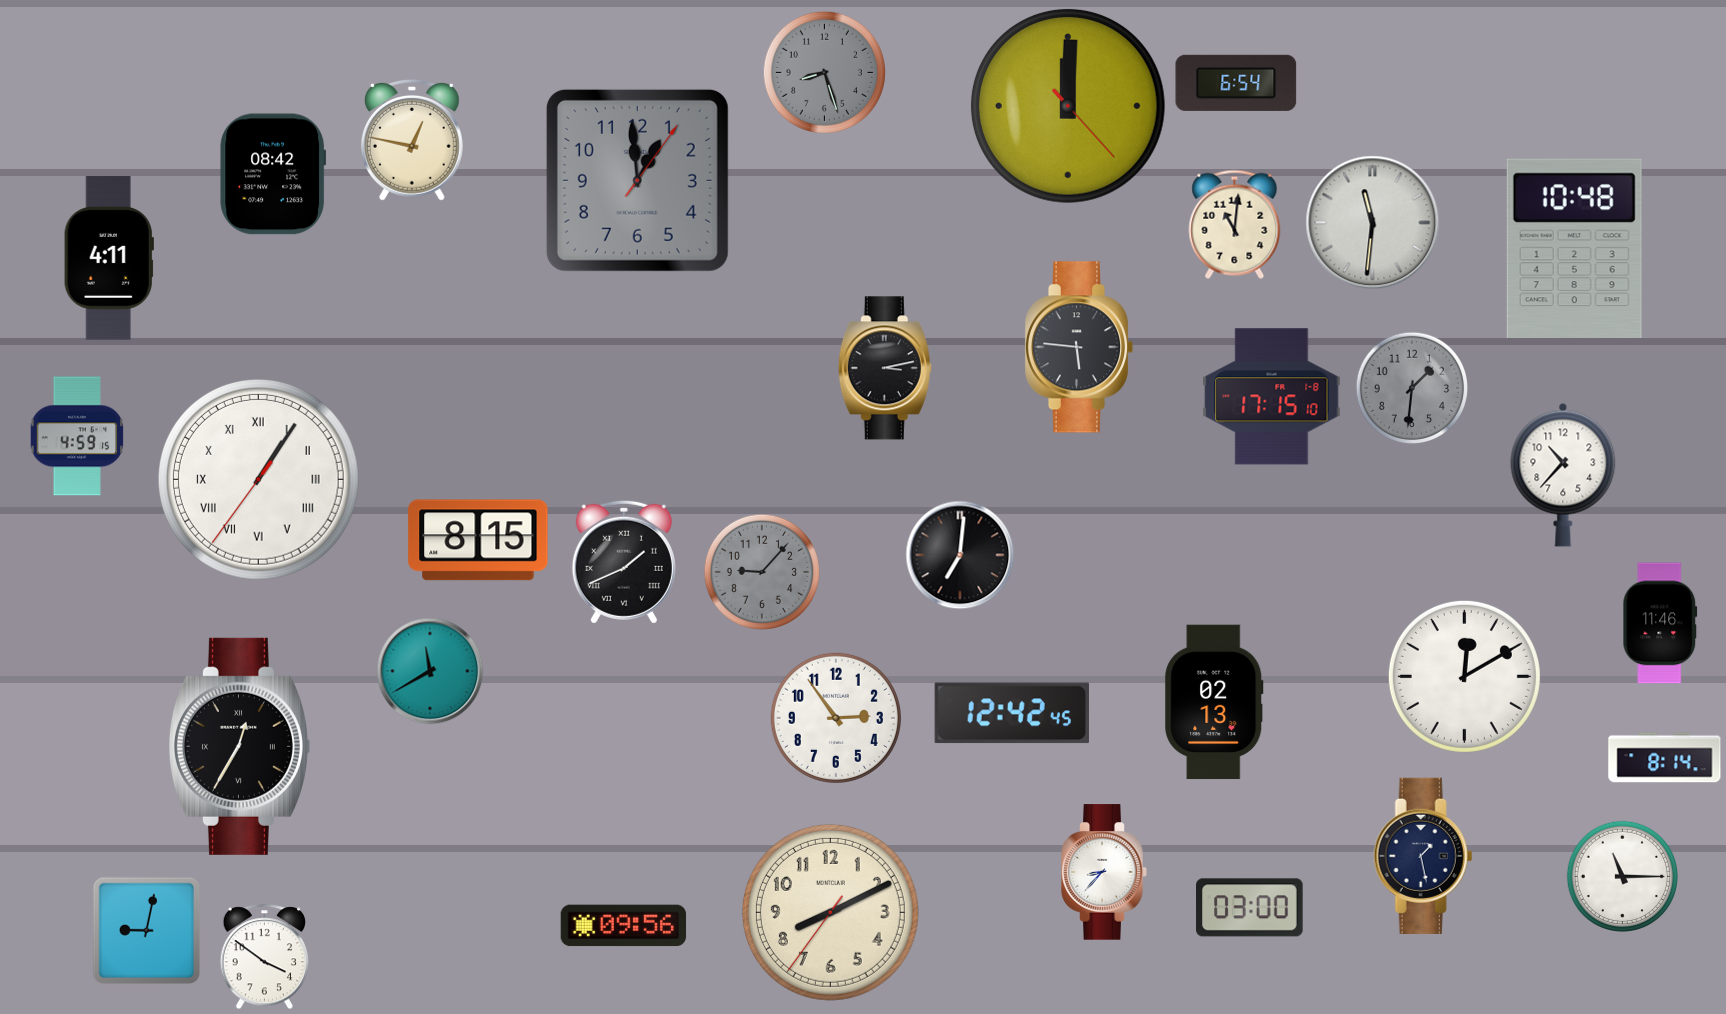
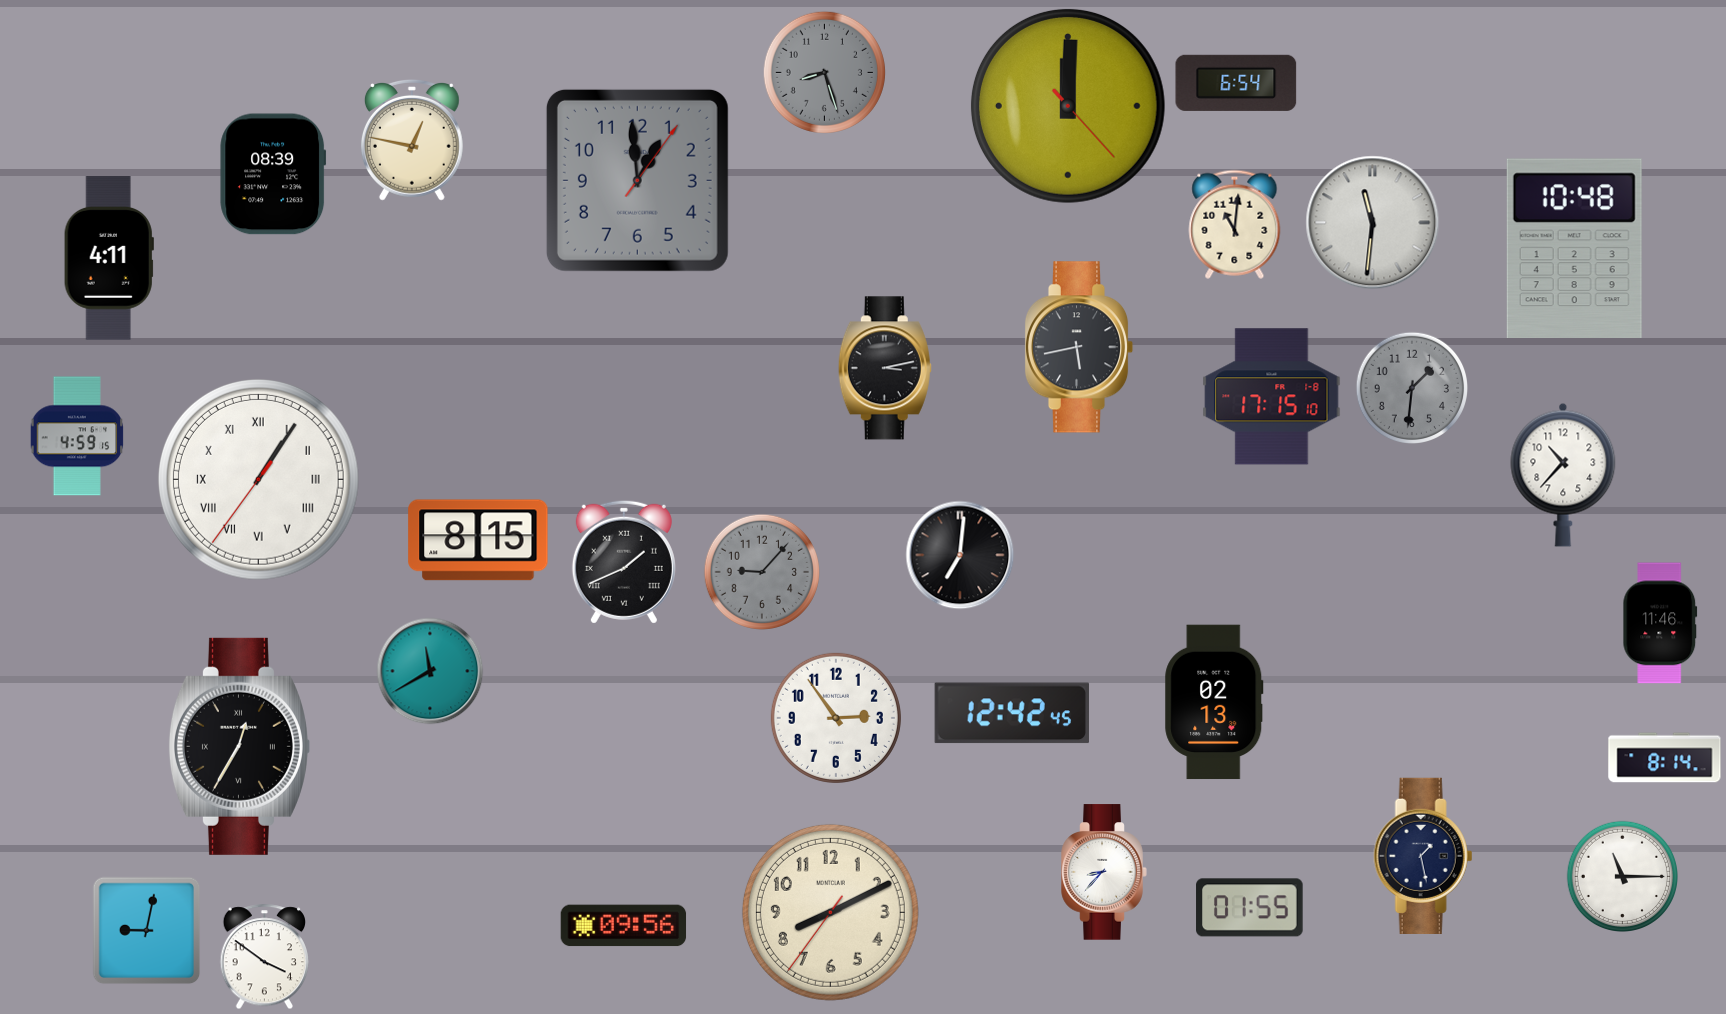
clock at (273, 174): 08:42 -> 08:39
clock at (1079, 347): 5:46 -> 5:43
clock at (1464, 676): 12:10 -> none
clock at (1250, 908): 03:00 -> 01:55
